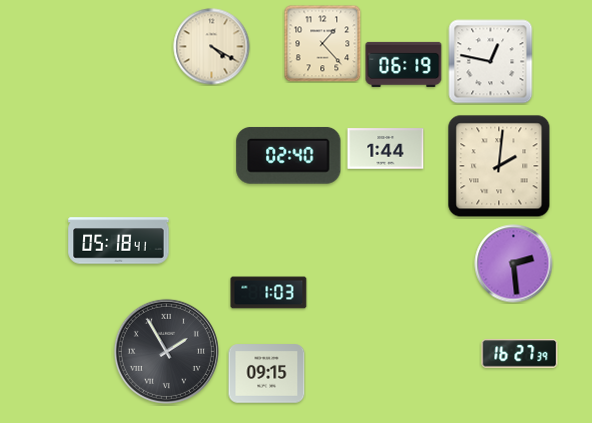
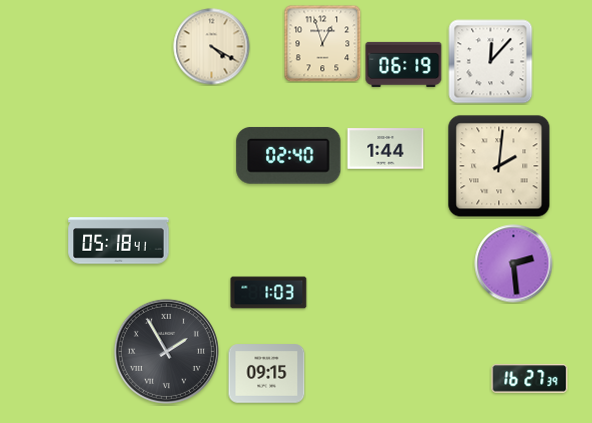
clock at (322, 43): 1:23 -> 12:57
clock at (491, 62): 12:47 -> 12:07
clock at (520, 354) position: (520, 354) -> (530, 379)
